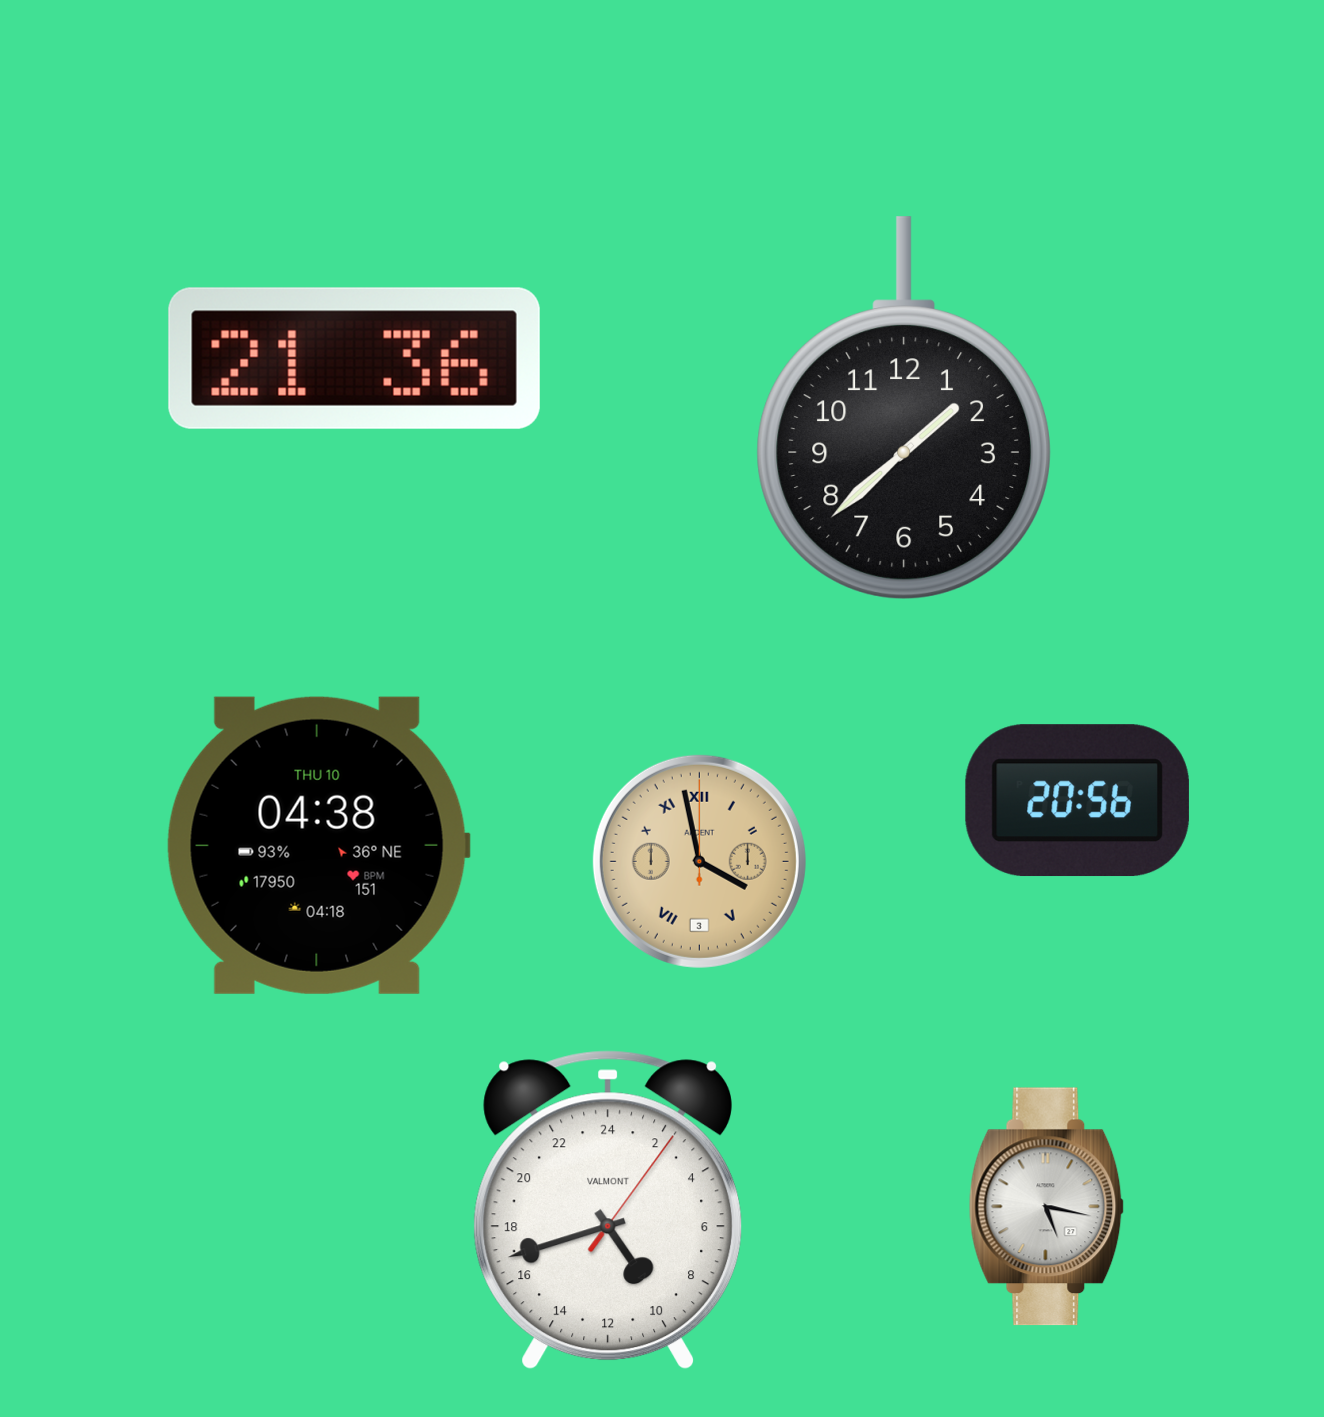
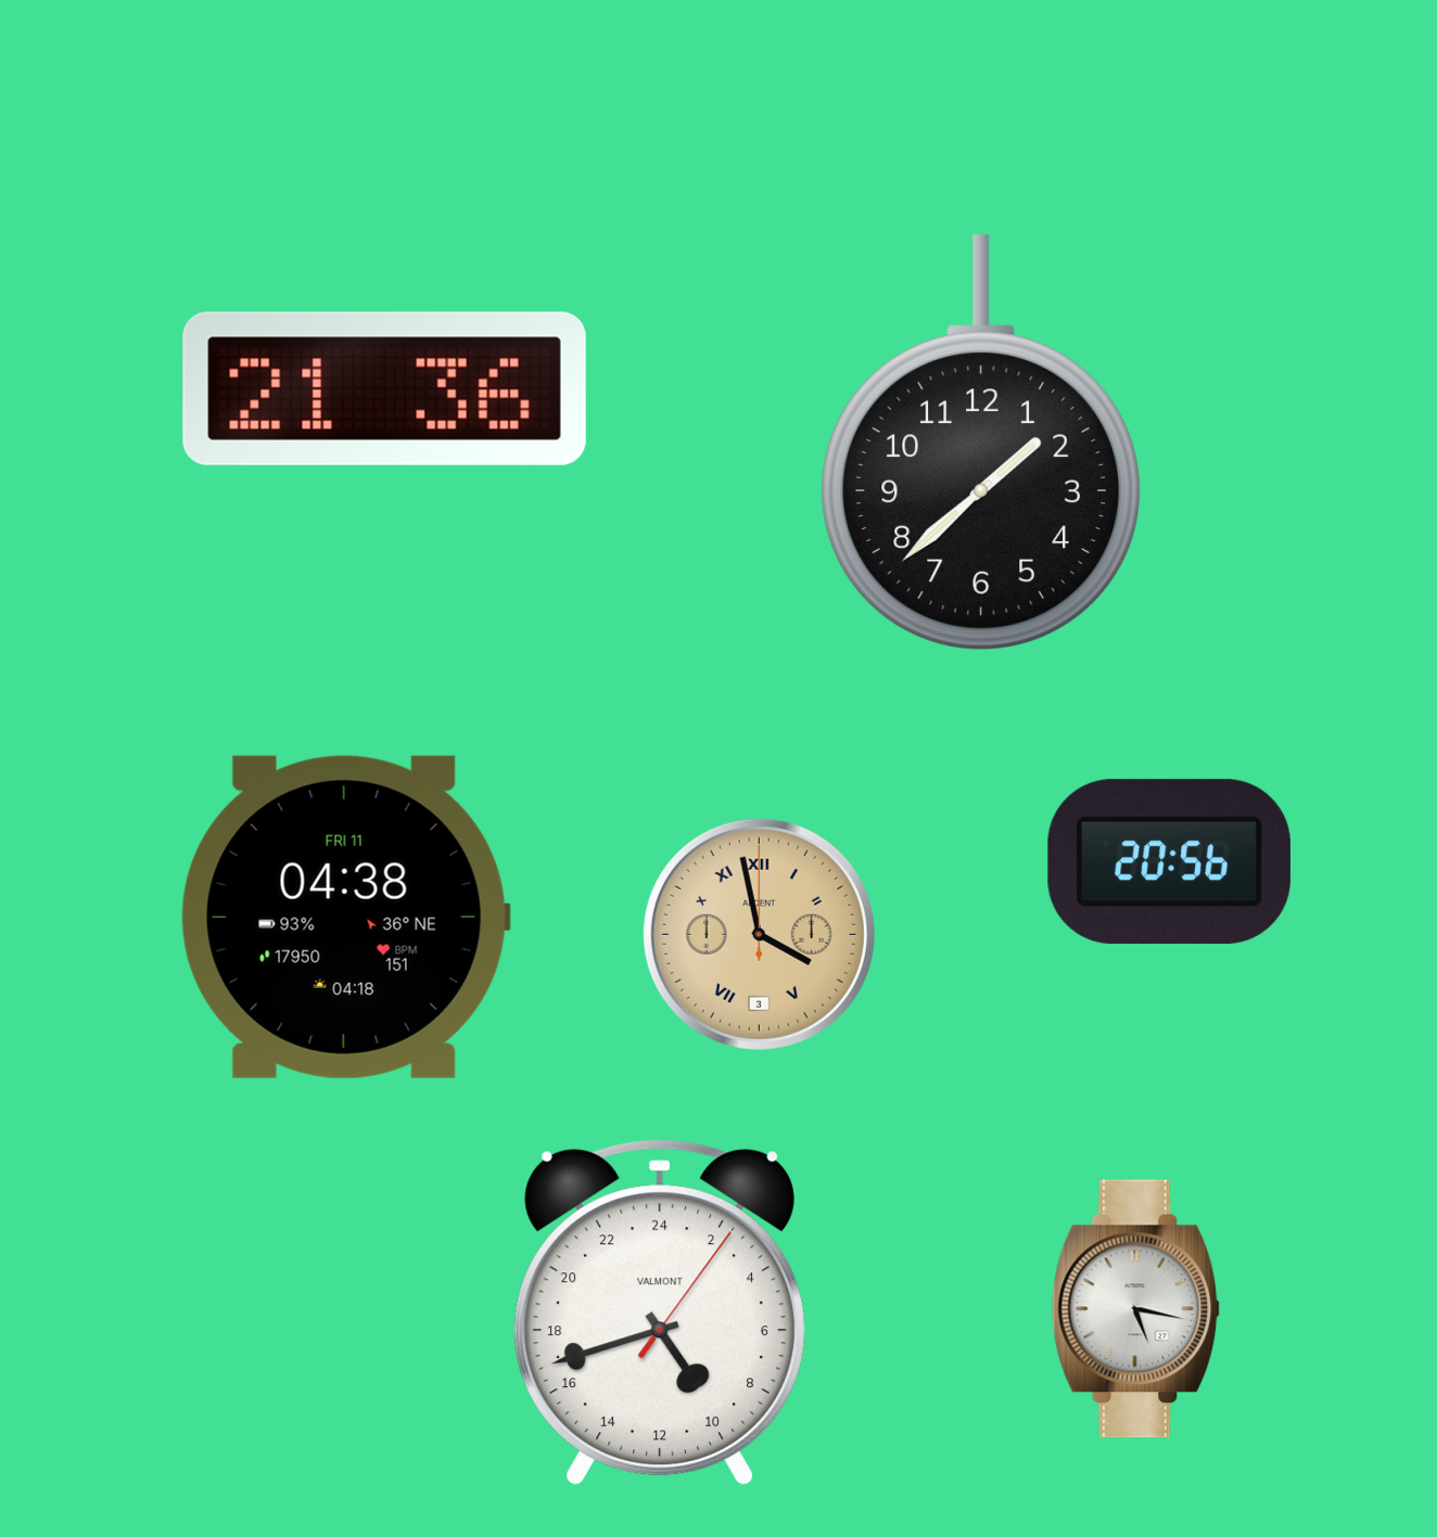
clock at (1077, 801) position: (1077, 801) -> (1169, 862)
clock at (318, 845) date: THU 10 -> FRI 11
